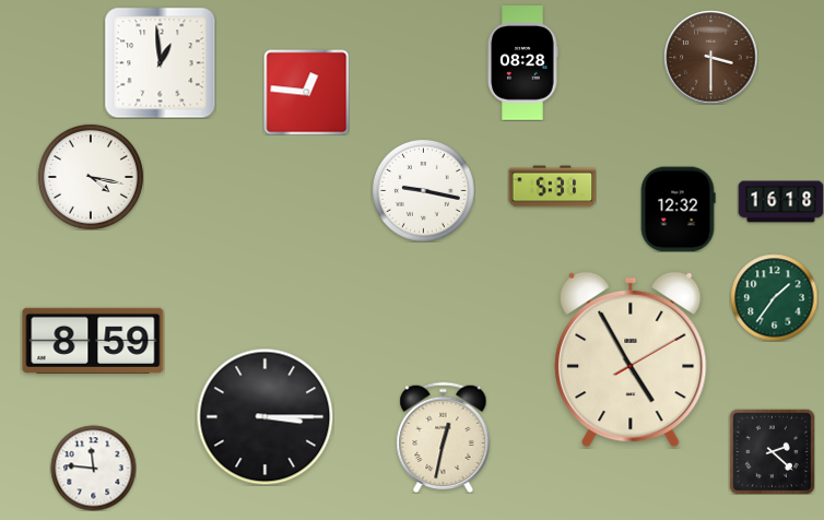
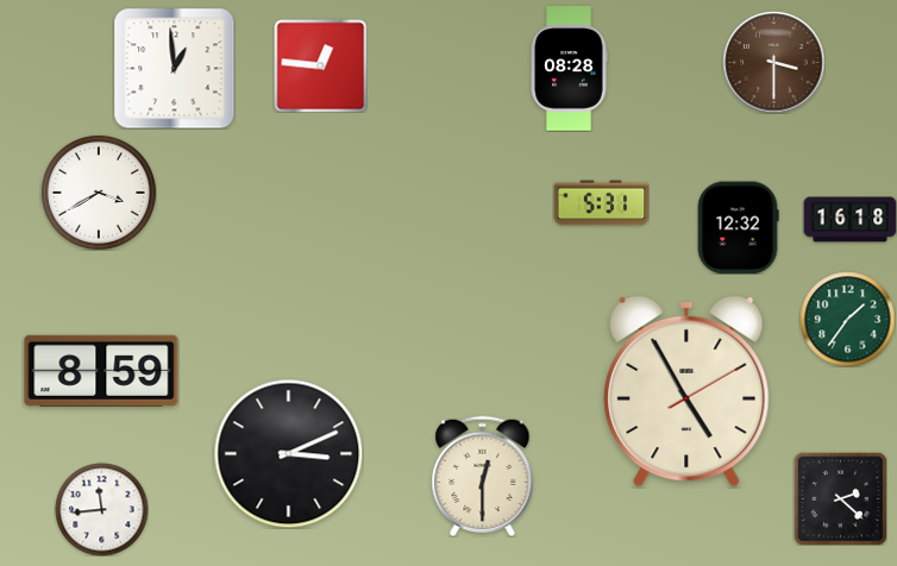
clock at (306, 92) position: (306, 92) -> (320, 65)
clock at (91, 177): 4:17 -> 3:40
clock at (423, 190): 9:17 -> none
clock at (774, 297) position: (774, 297) -> (847, 319)
clock at (264, 416): 3:15 -> 3:11
clock at (444, 437): 12:32 -> 12:30
clock at (772, 451) position: (772, 451) -> (840, 498)
clock at (93, 468): 11:46 -> 11:44
